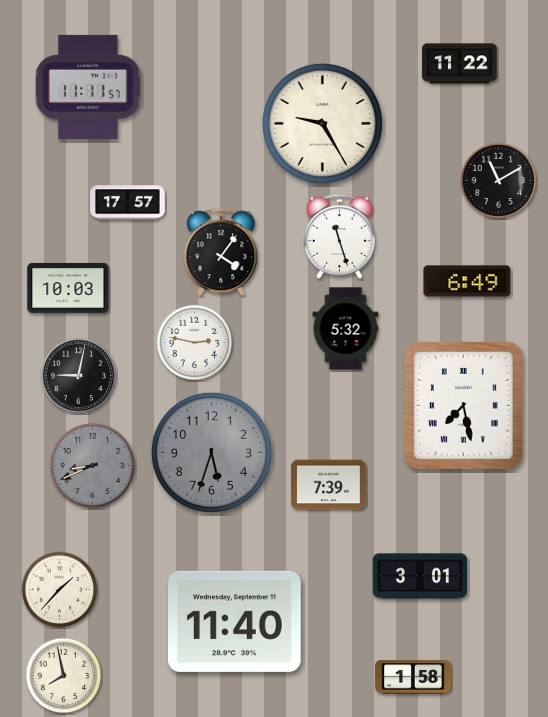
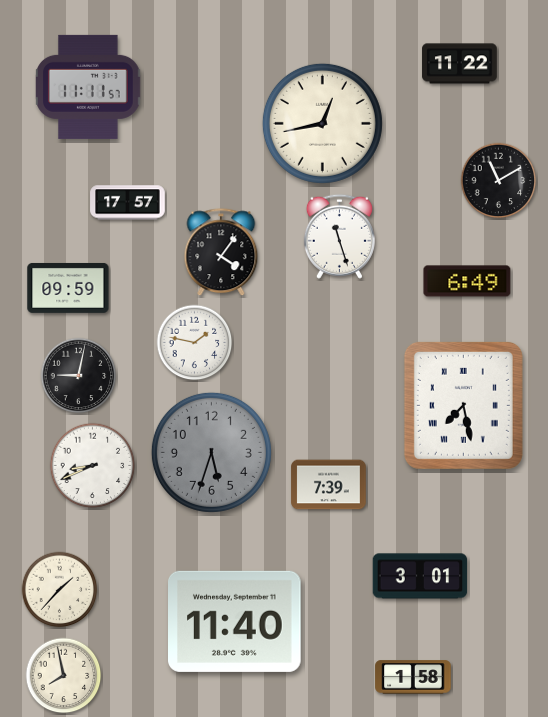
clock at (322, 123): 9:25 -> 12:43
clock at (68, 288): 10:03 -> 09:59
clock at (346, 329): 5:32 -> none
clock at (195, 343): 2:47 -> 1:47
clock at (93, 466) dial: grey -> white
